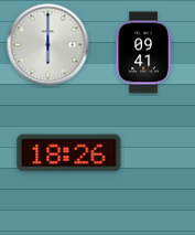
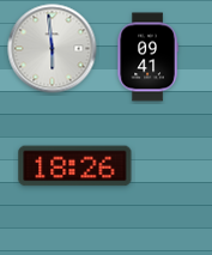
clock at (48, 45): 6:00 -> 5:59
clock at (143, 53) position: (143, 53) -> (147, 57)
